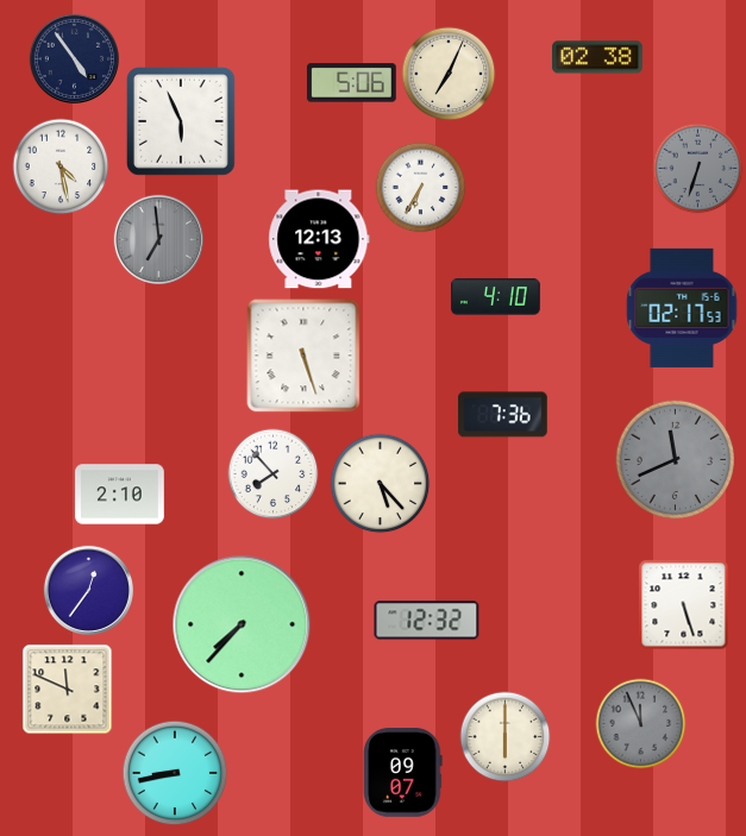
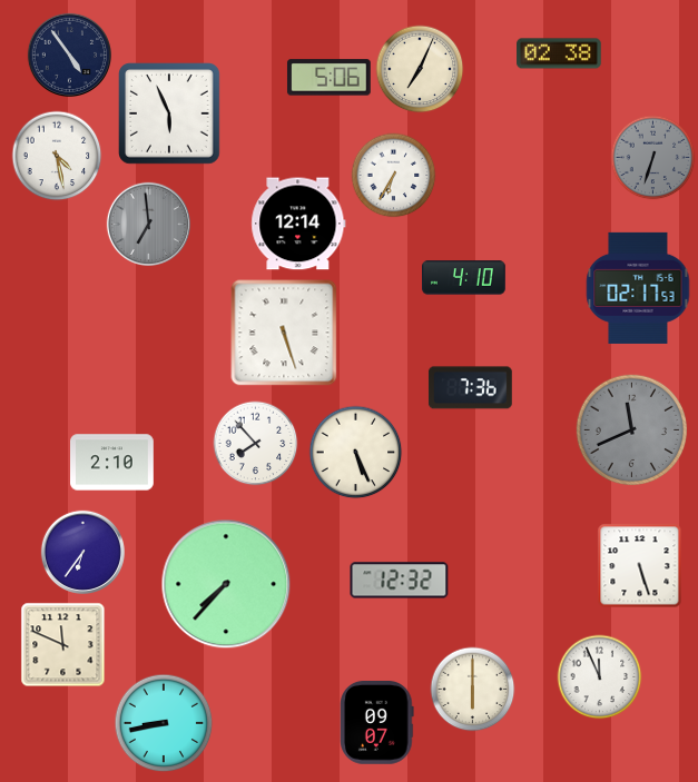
clock at (319, 239): 12:13 -> 12:14
clock at (381, 484): 5:23 -> 5:26
clock at (88, 590): 12:36 -> 6:36
clock at (641, 724) dial: grey -> white
